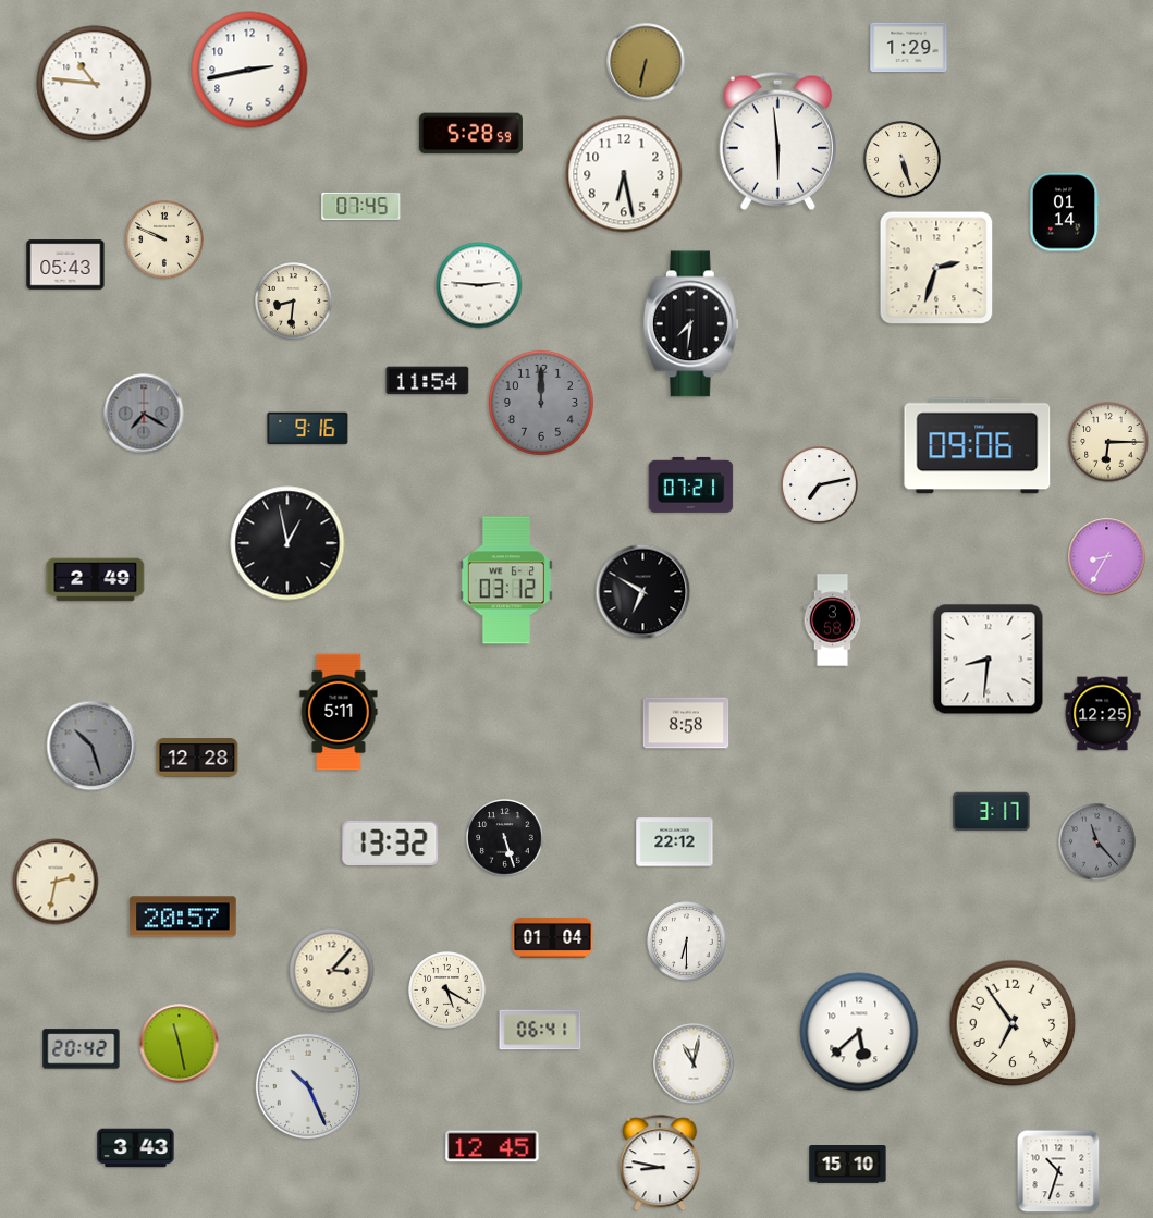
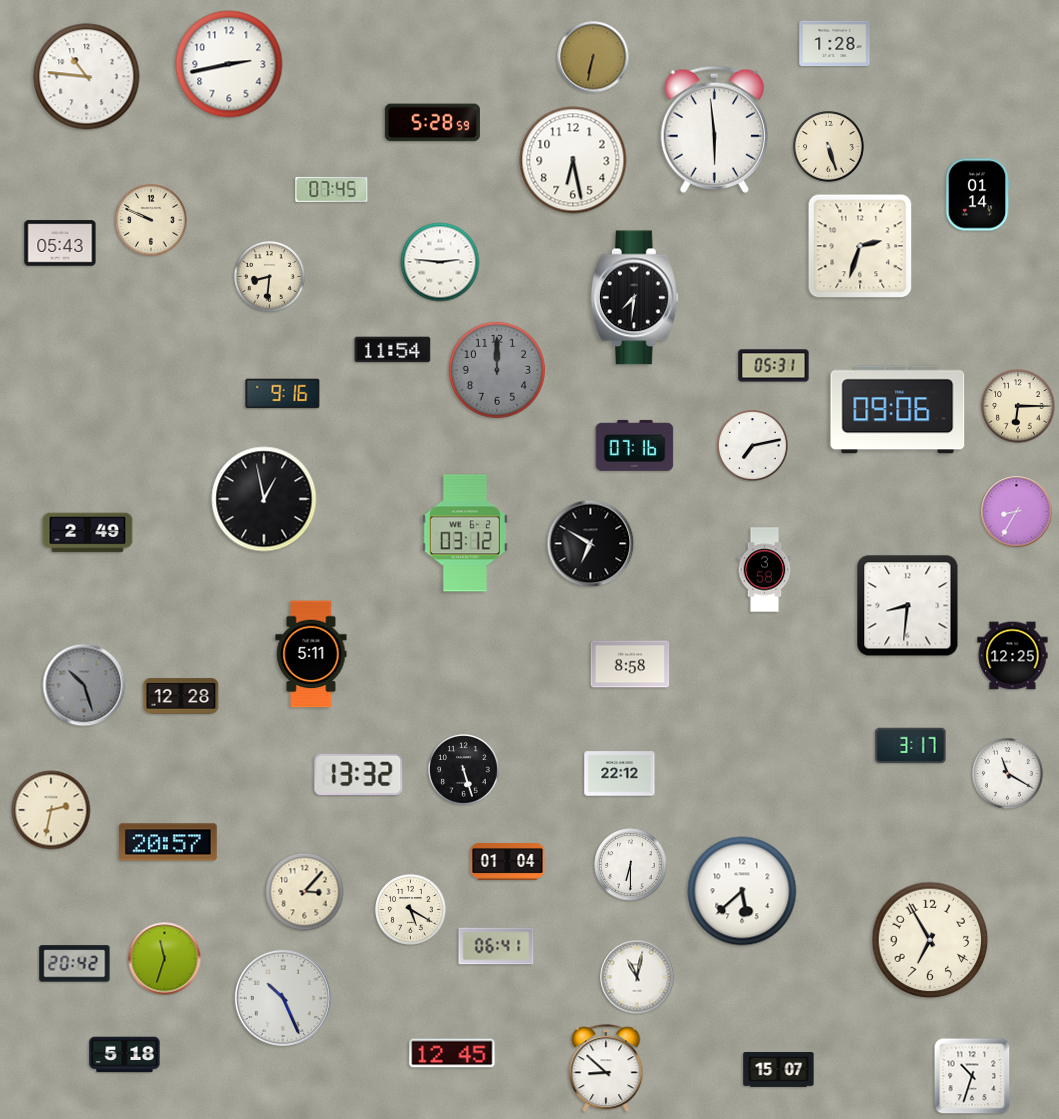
clock at (909, 48): 1:29 -> 1:28
clock at (774, 366): none -> 05:31
clock at (144, 414): 7:20 -> none
clock at (691, 484): 07:21 -> 07:16
clock at (1097, 842): 11:23 -> 11:20
clock at (1097, 842) dial: grey -> white
clock at (1013, 1023): 6:54 -> 6:55
clock at (859, 1032) position: (859, 1032) -> (742, 891)
clock at (180, 1044): 11:28 -> 11:33
clock at (136, 1148): 3:43 -> 5:18
clock at (660, 1164): 8:47 -> 8:52
clock at (848, 1165): 15:10 -> 15:07
